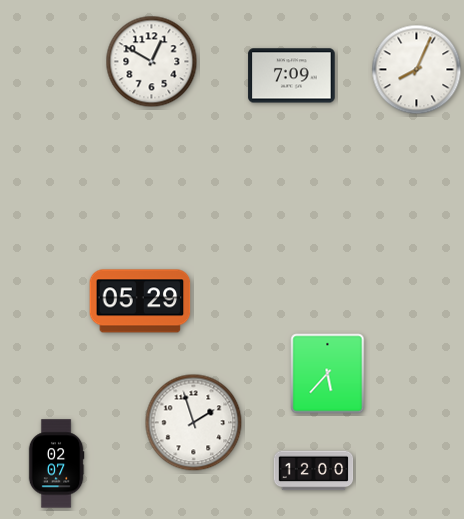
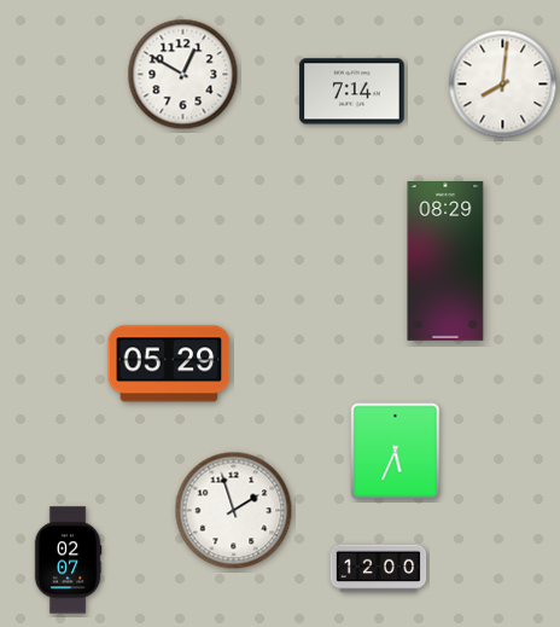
clock at (417, 70): 8:04 -> 8:01
clock at (292, 76): 7:09 -> 7:14
clock at (445, 262): none -> 08:29
clock at (328, 374): 5:37 -> 5:34
